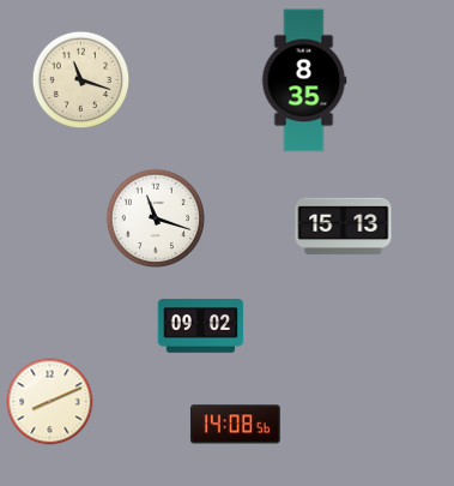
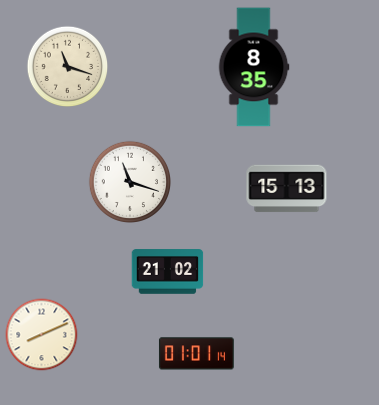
clock at (201, 326): 09:02 -> 21:02
clock at (235, 425): 14:08 -> 01:01
